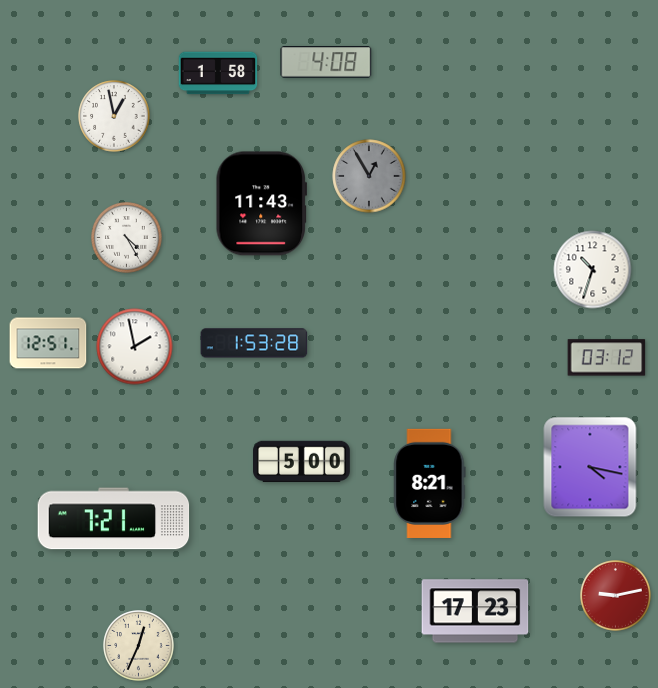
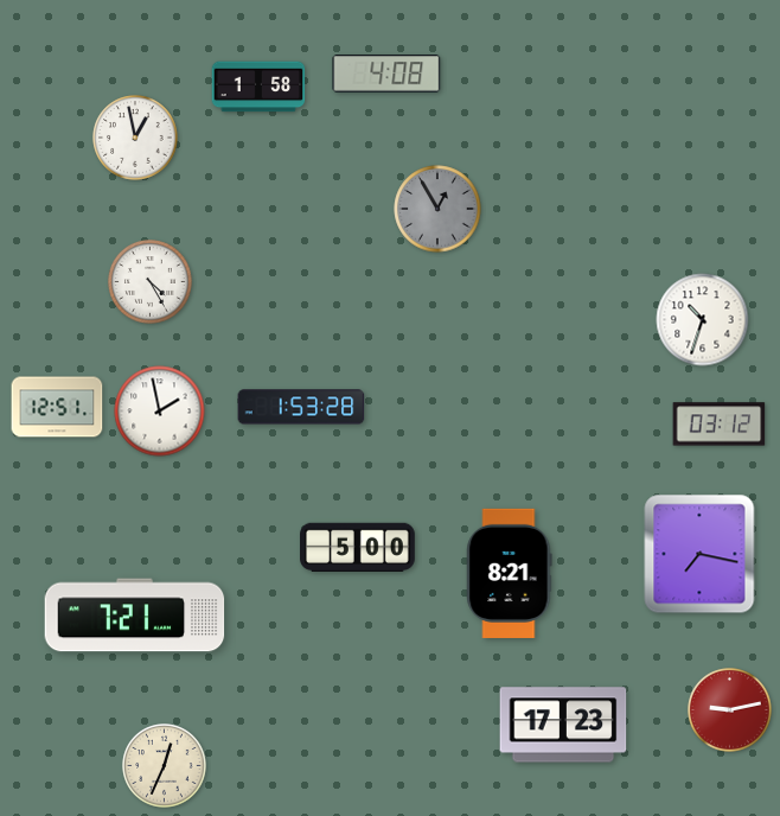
clock at (261, 204): 11:43 -> none
clock at (590, 467): 4:17 -> 7:17
clock at (616, 596) position: (616, 596) -> (730, 710)
